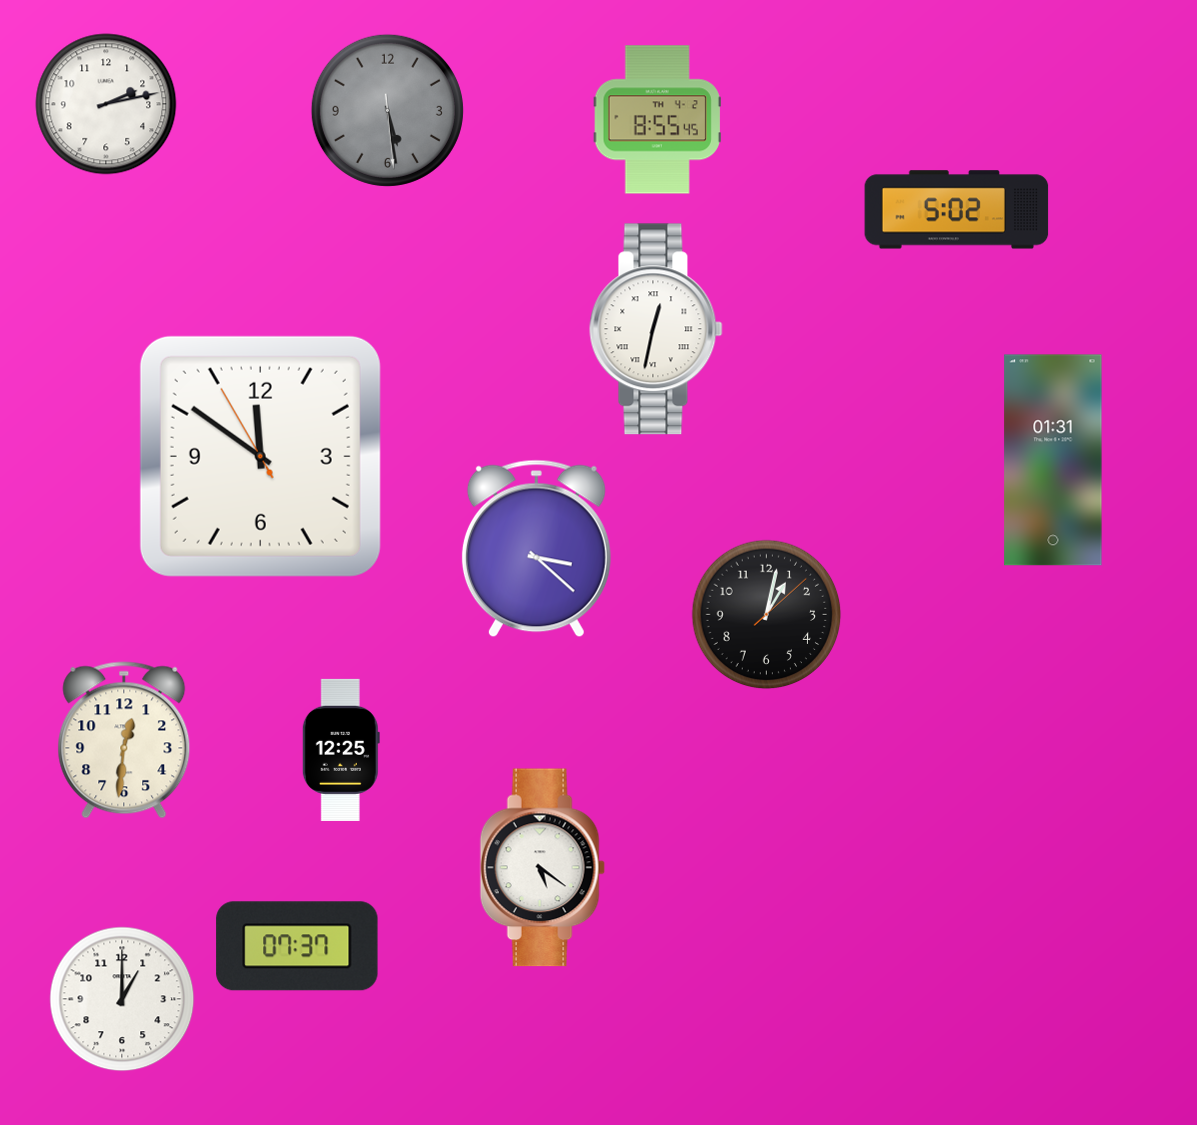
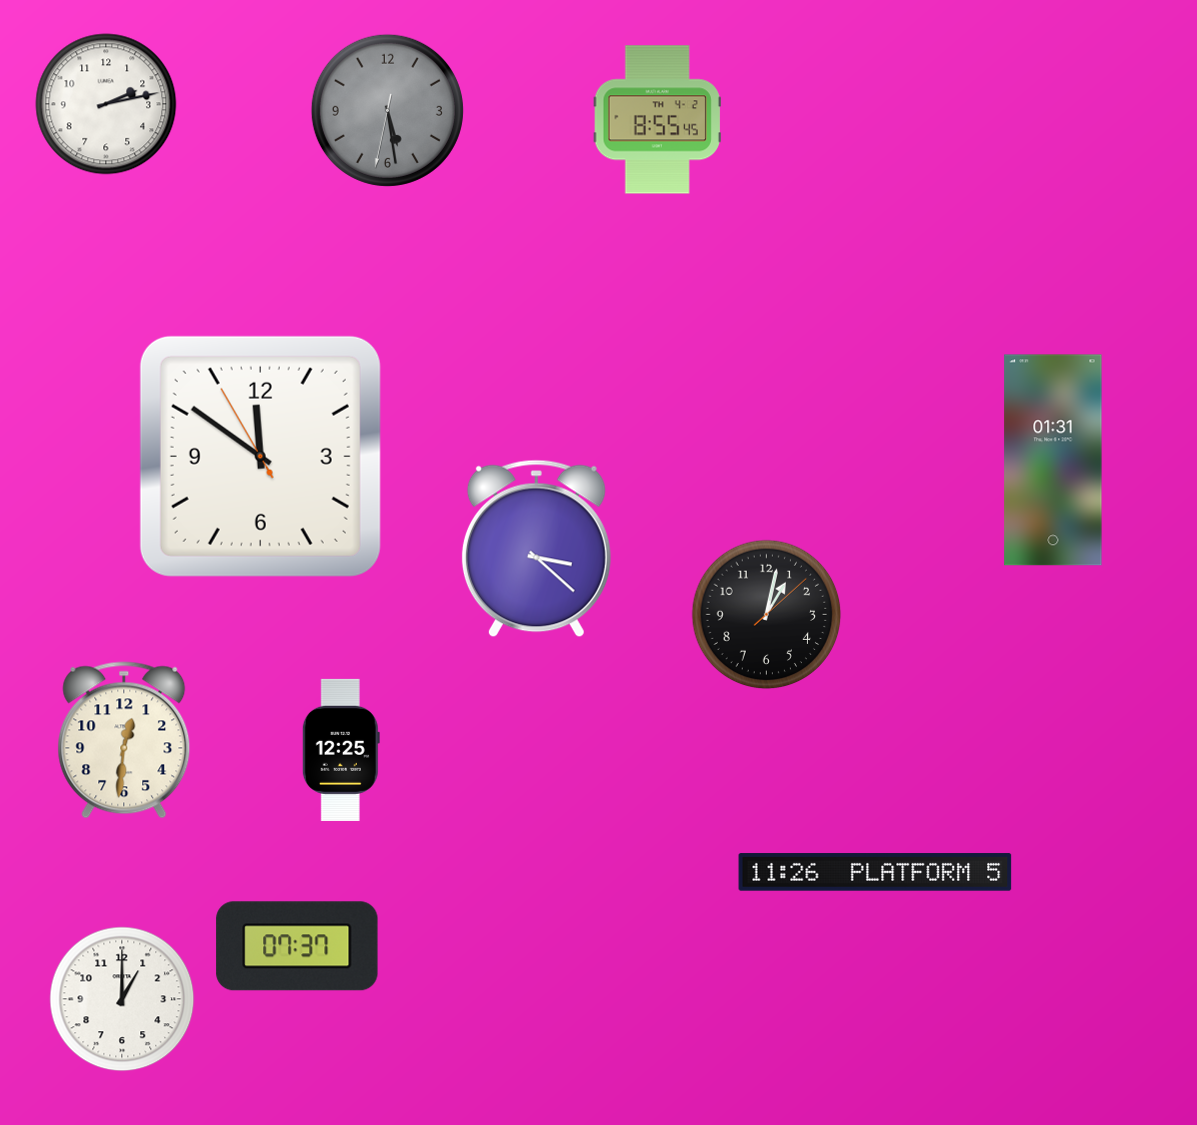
clock at (387, 110): 5:28:29 -> 5:28:32
clock at (957, 210): 5:02 -> none
clock at (656, 329): 12:32 -> none
clock at (542, 868): 5:21 -> none
clock at (875, 872): none -> 11:26
